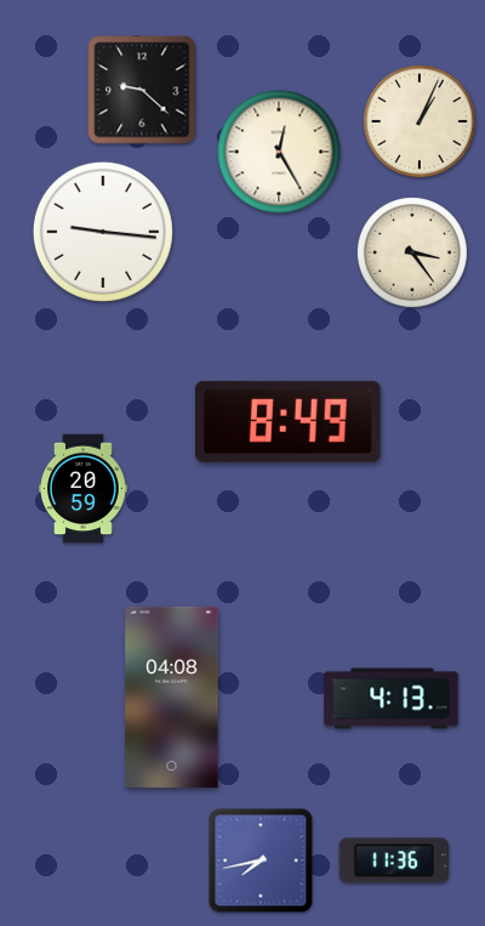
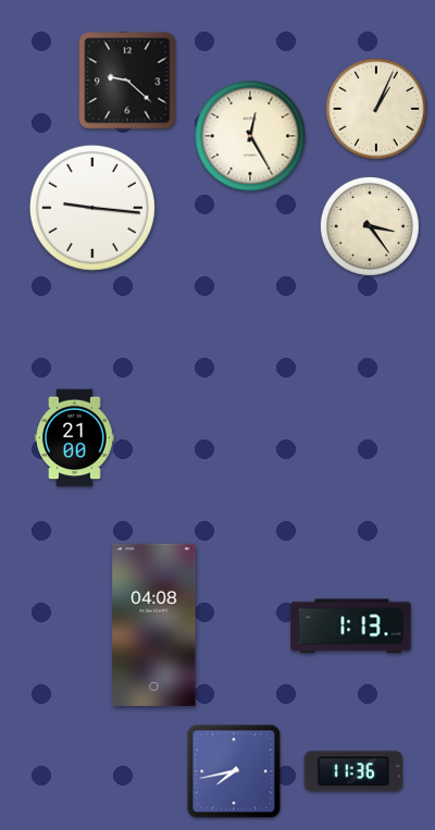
clock at (289, 421): 8:49 -> none
clock at (84, 489): 20:59 -> 21:00
clock at (392, 699): 4:13 -> 1:13
